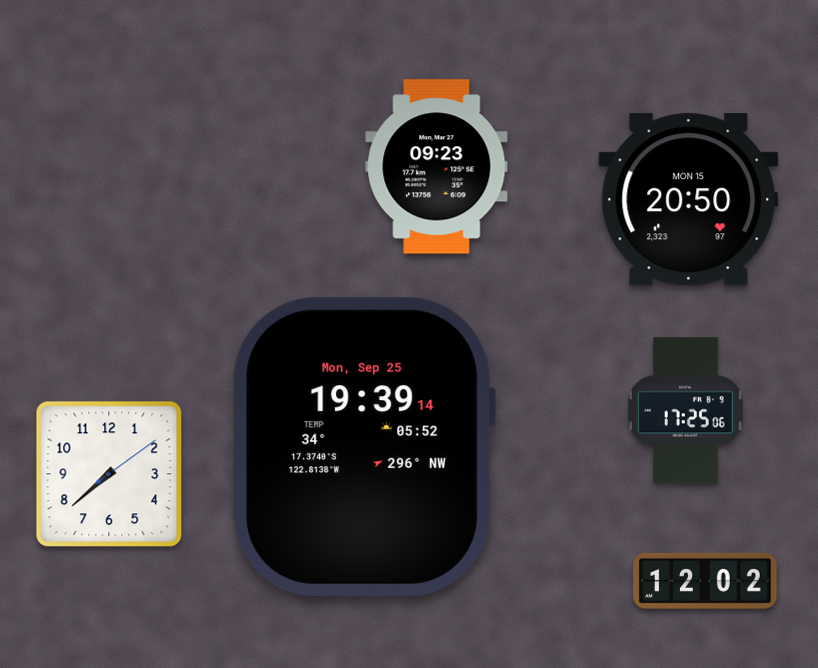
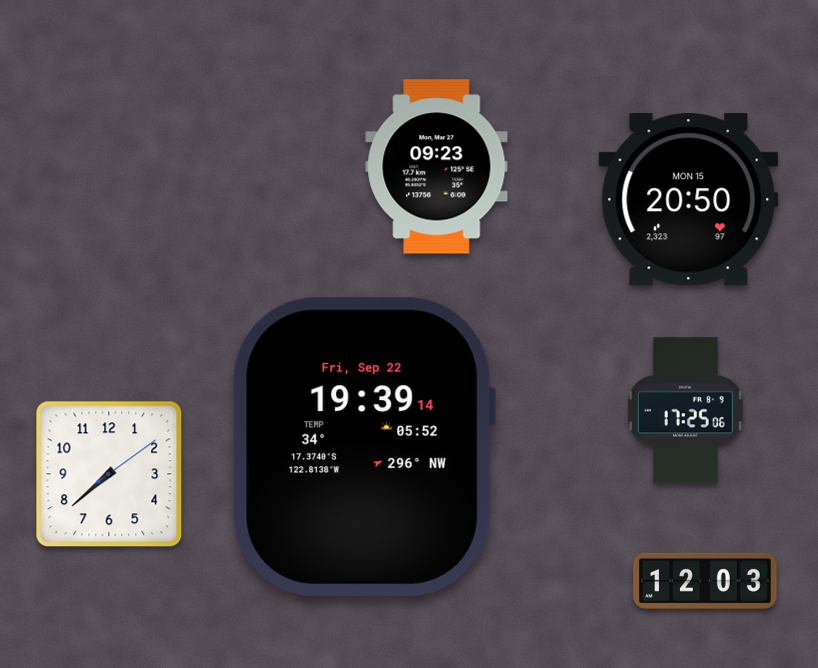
clock at (364, 447) date: Mon, Sep 25 -> Fri, Sep 22
clock at (705, 581): 12:02 -> 12:03
